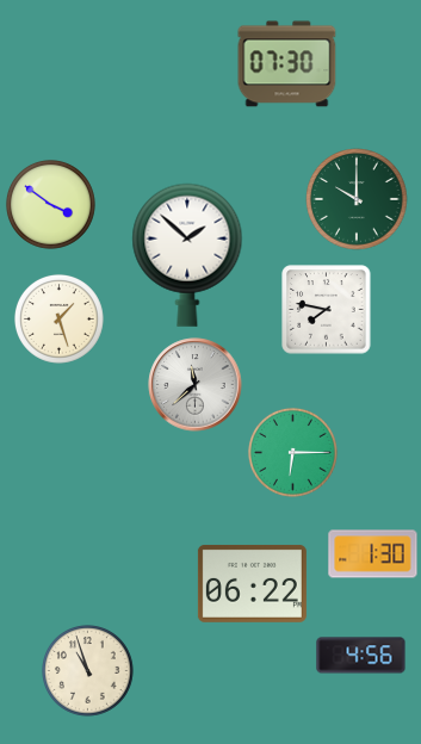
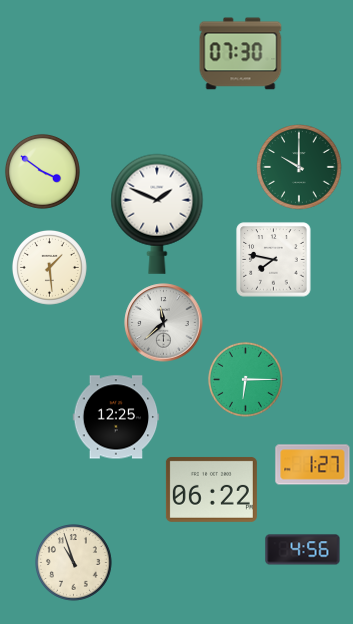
clock at (187, 255): 1:52 -> 1:49
clock at (58, 318): 1:27 -> 1:29
clock at (116, 417): none -> 12:25
clock at (373, 554): 1:30 -> 1:27
